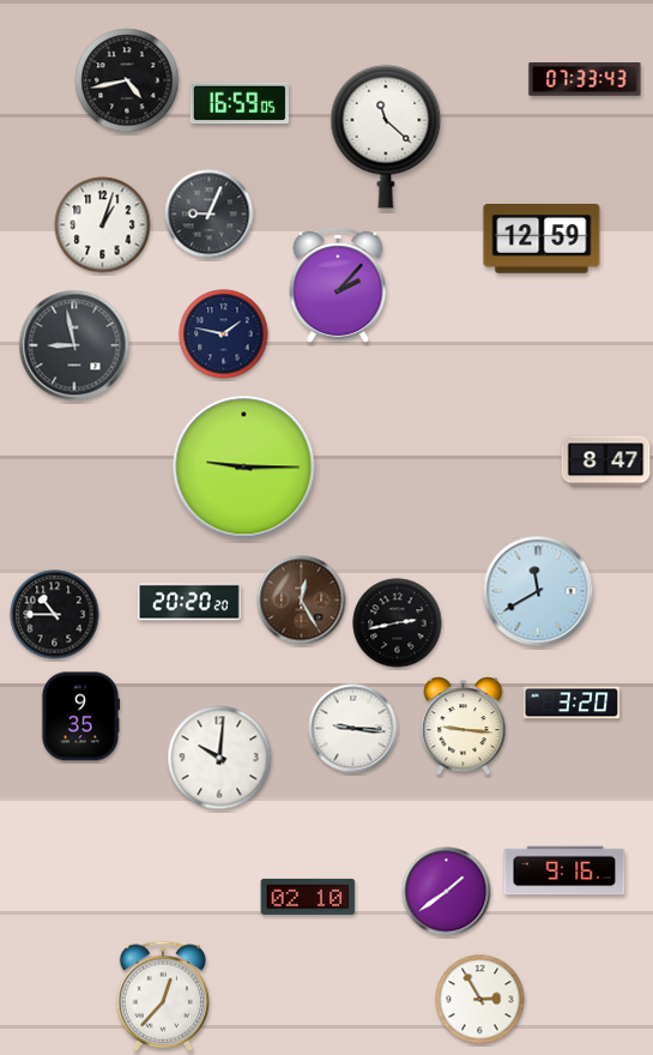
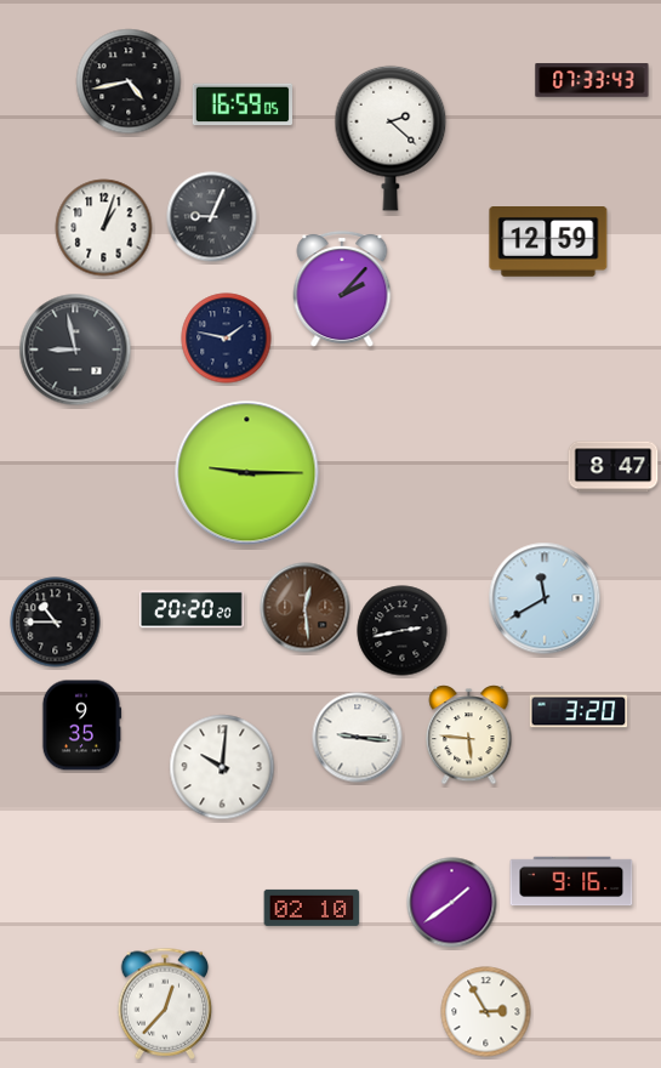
clock at (386, 137): 11:22 -> 2:22
clock at (302, 601): 12:25 -> 12:29
clock at (464, 727): 9:16 -> 5:46
clock at (163, 996) position: (163, 996) -> (165, 1004)
